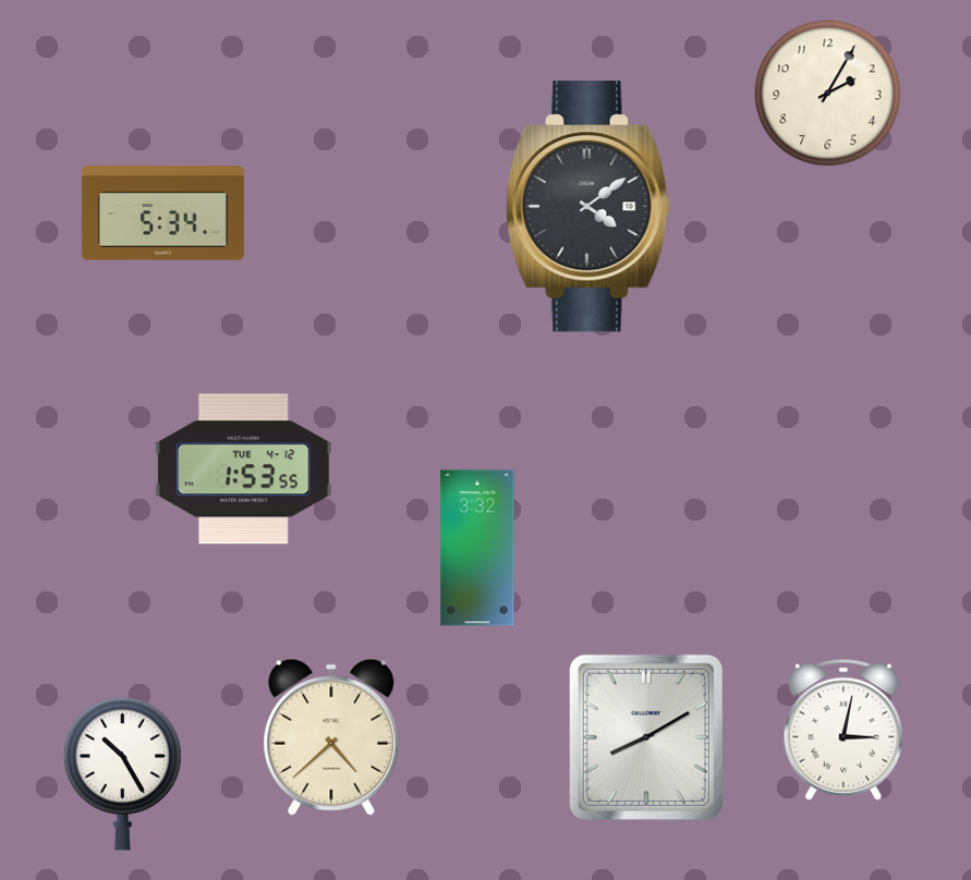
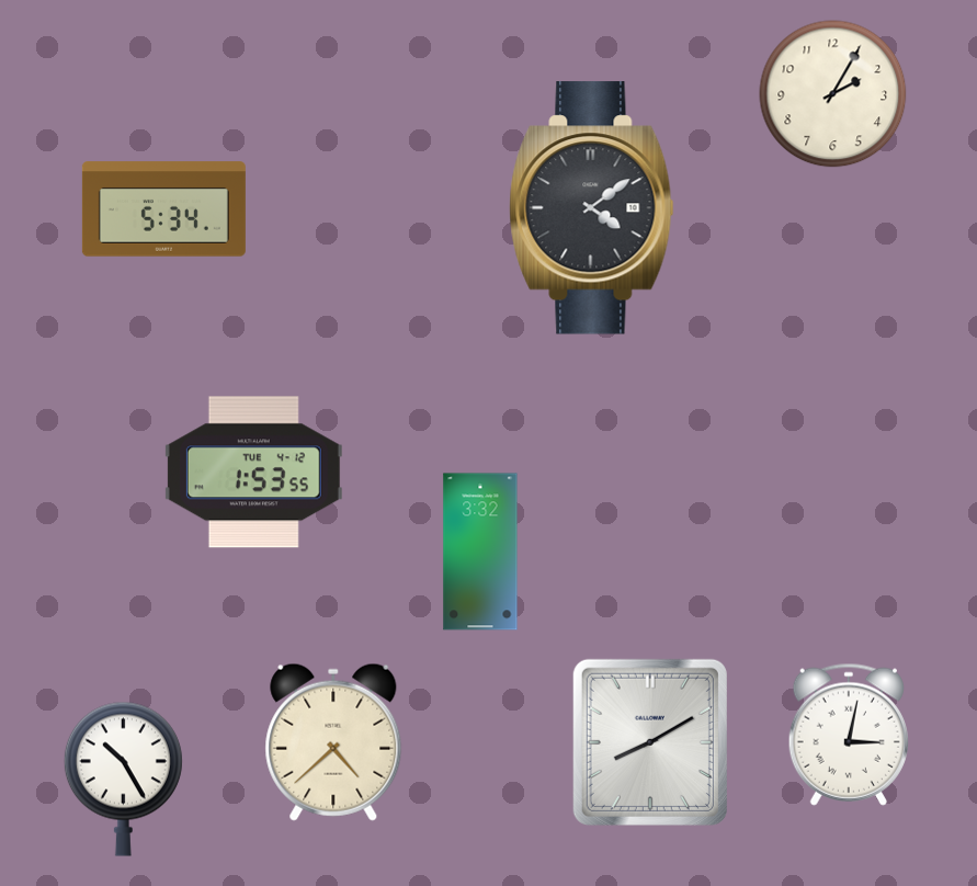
clock at (162, 213) position: (162, 213) -> (163, 209)
clock at (243, 469) position: (243, 469) -> (253, 473)
